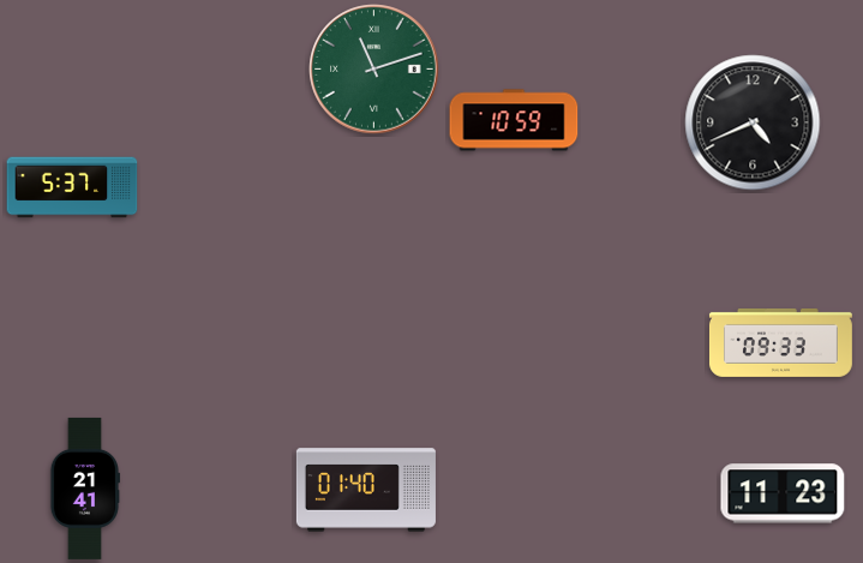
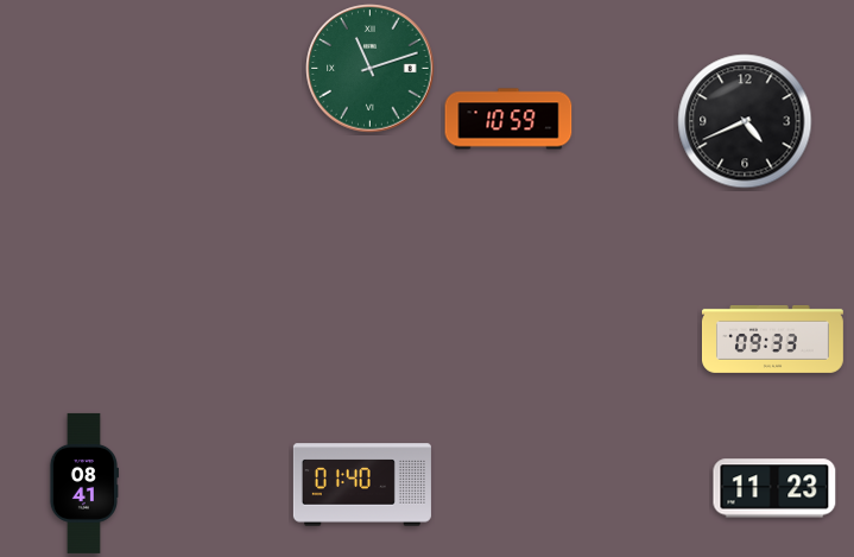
clock at (72, 187): 5:37 -> none
clock at (84, 489): 21:41 -> 08:41
